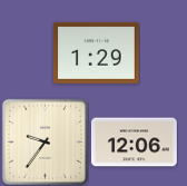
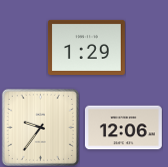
clock at (134, 143) position: (134, 143) -> (123, 128)
